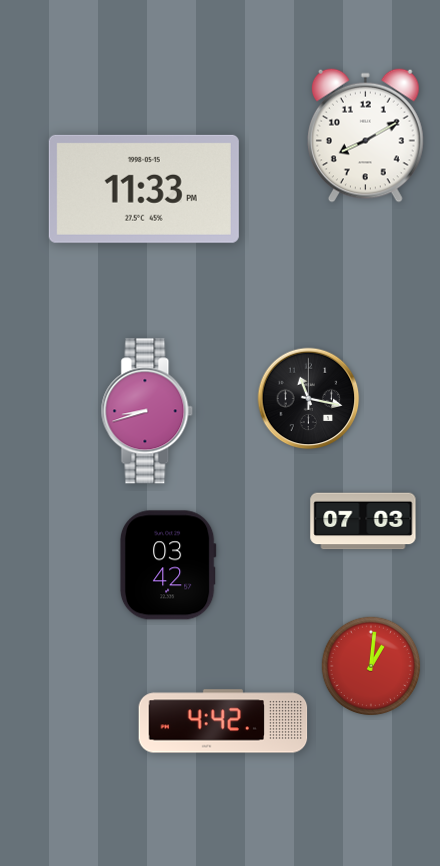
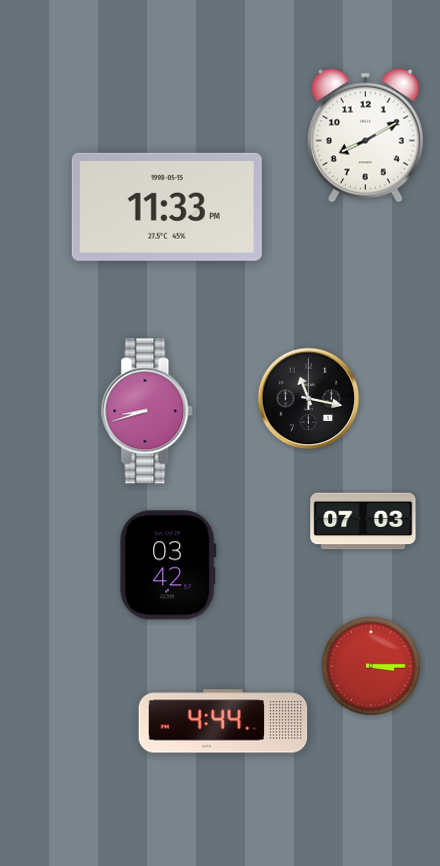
clock at (144, 189) position: (144, 189) -> (167, 207)
clock at (371, 666): 1:01 -> 3:15
clock at (223, 721): 4:42 -> 4:44
